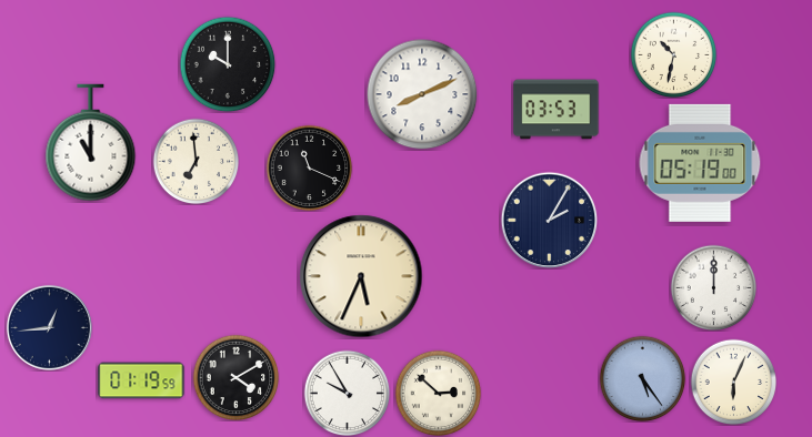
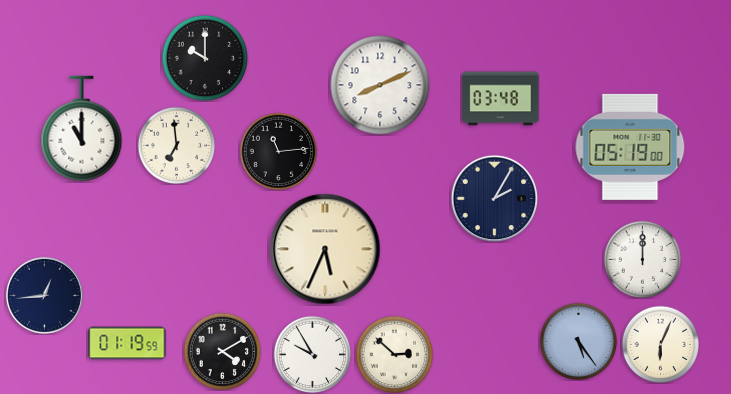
clock at (673, 54): 10:32 -> none
clock at (557, 110): 03:53 -> 03:48
clock at (309, 167): 11:19 -> 11:14
clock at (235, 377) position: (235, 377) -> (222, 351)
